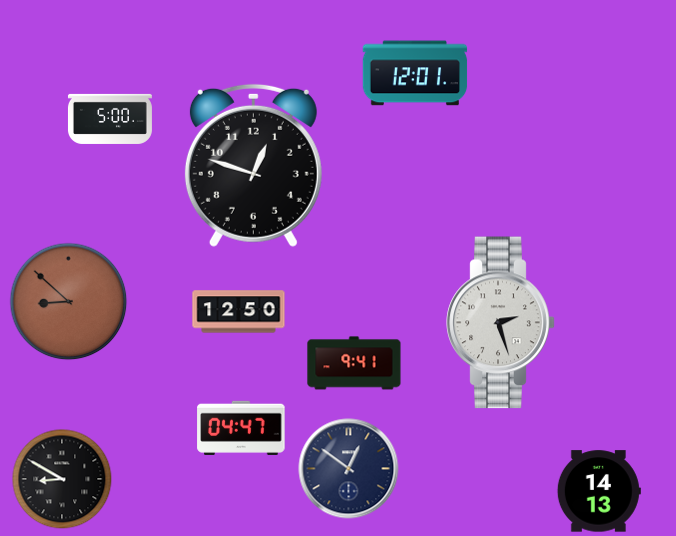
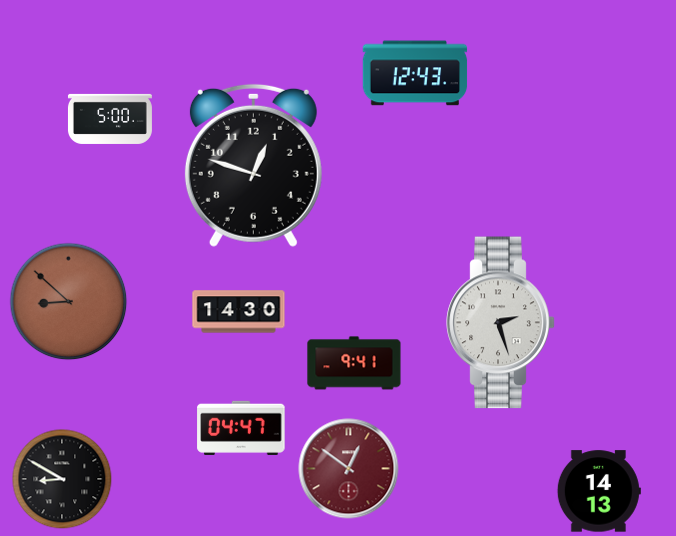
clock at (415, 73): 12:01 -> 12:43
clock at (239, 312): 12:50 -> 14:30
clock at (349, 469) dial: navy -> burgundy
